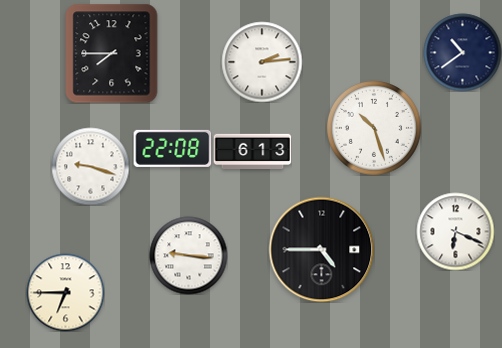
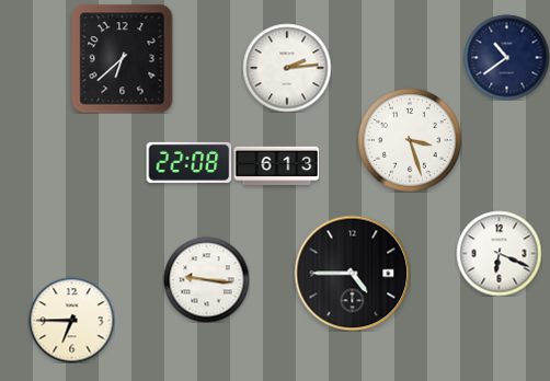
clock at (112, 53): 7:45 -> 6:38
clock at (374, 128): 10:27 -> 3:27
clock at (90, 166): 9:18 -> none
